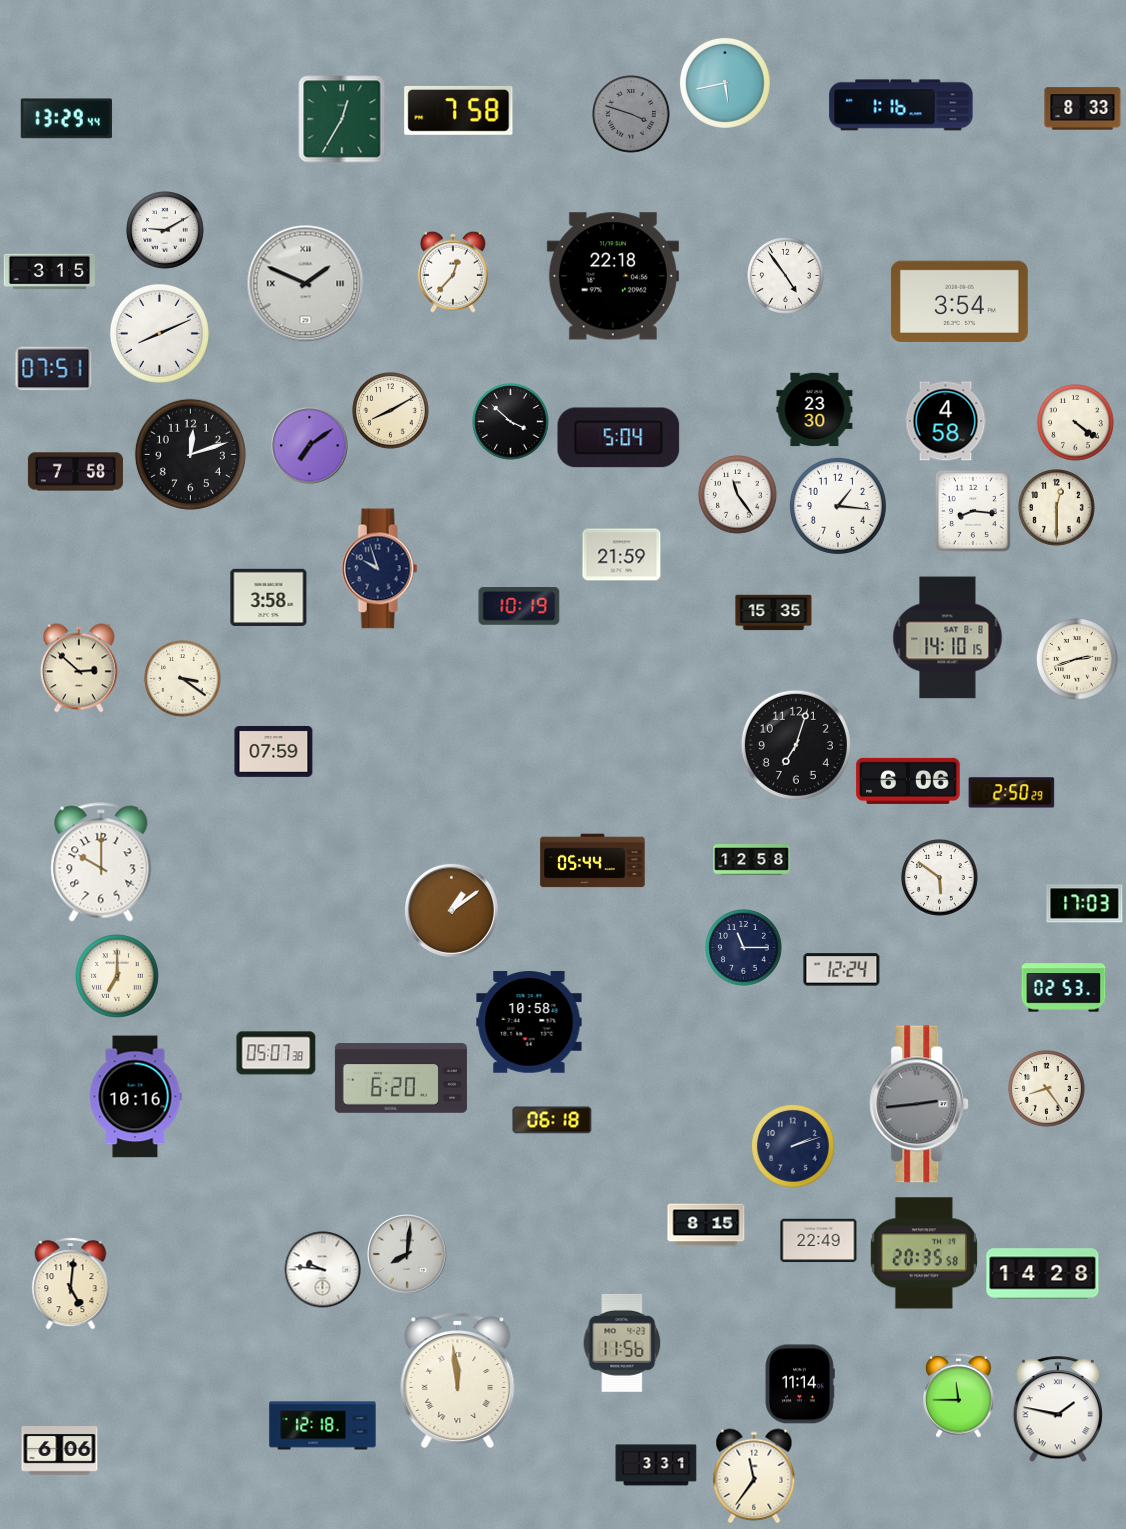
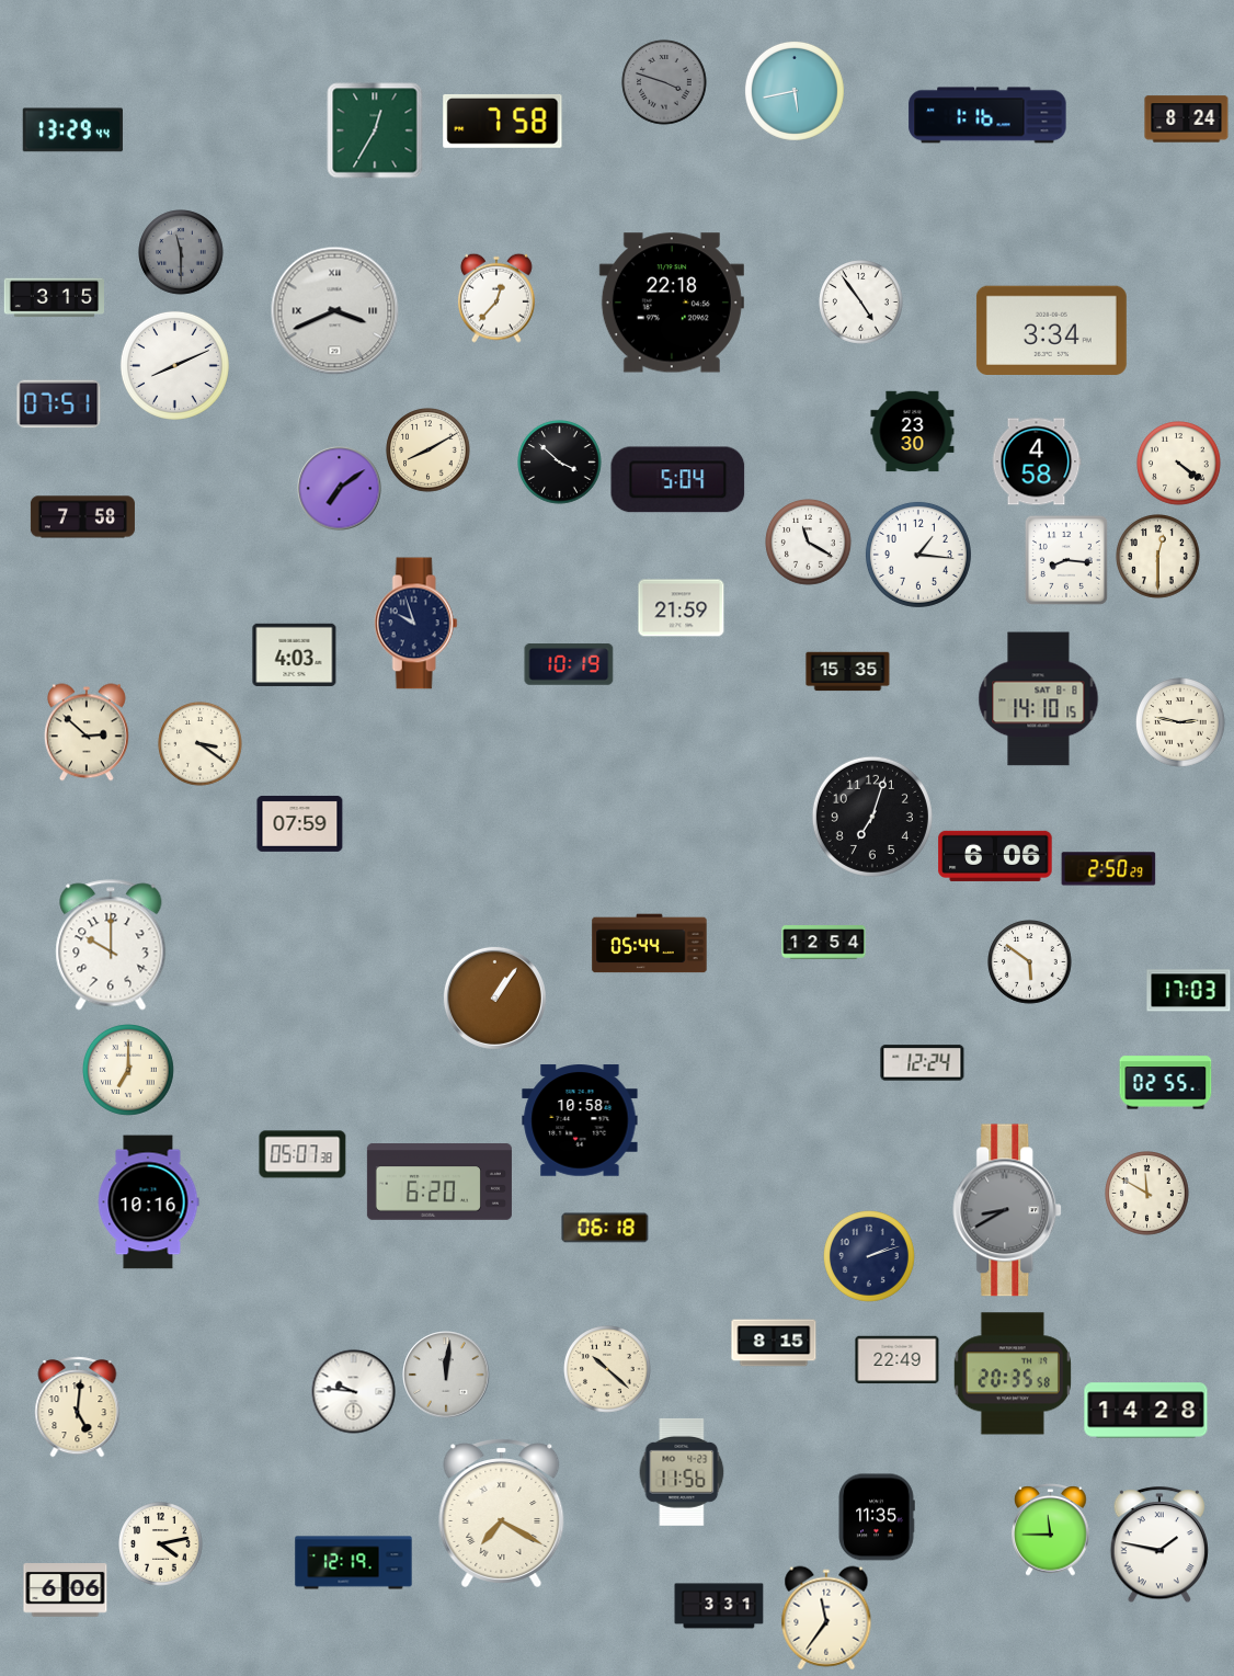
clock at (1083, 109): 8:33 -> 8:24
clock at (631, 114) position: (631, 114) -> (664, 82)
clock at (165, 230): 9:10 -> 11:30
clock at (165, 230) dial: white -> grey
clock at (306, 284): 1:49 -> 3:41
clock at (959, 302): 3:54 -> 3:34
clock at (815, 410) position: (815, 410) -> (913, 432)
clock at (190, 454): 12:12 -> none
clock at (738, 495): 11:24 -> 11:20
clock at (269, 597): 3:58 -> 4:03
clock at (1078, 660): 2:42 -> 2:47
clock at (752, 860): 12:58 -> 12:54
clock at (451, 910): 1:09 -> 1:06
clock at (744, 948): 11:15 -> none
clock at (1064, 988): 02:53 -> 02:55
clock at (1047, 1089): 8:24 -> 11:50
clock at (920, 1104): 2:44 -> 8:40
clock at (607, 1369): none -> 10:22
clock at (407, 1254): 8:01 -> 12:01
clock at (1043, 1274) position: (1043, 1274) -> (1146, 1411)
clock at (458, 1380): 11:59 -> 7:20
clock at (800, 1384): 11:14 -> 11:35
clock at (161, 1544): none -> 4:13
clock at (323, 1426): 12:18 -> 12:19
